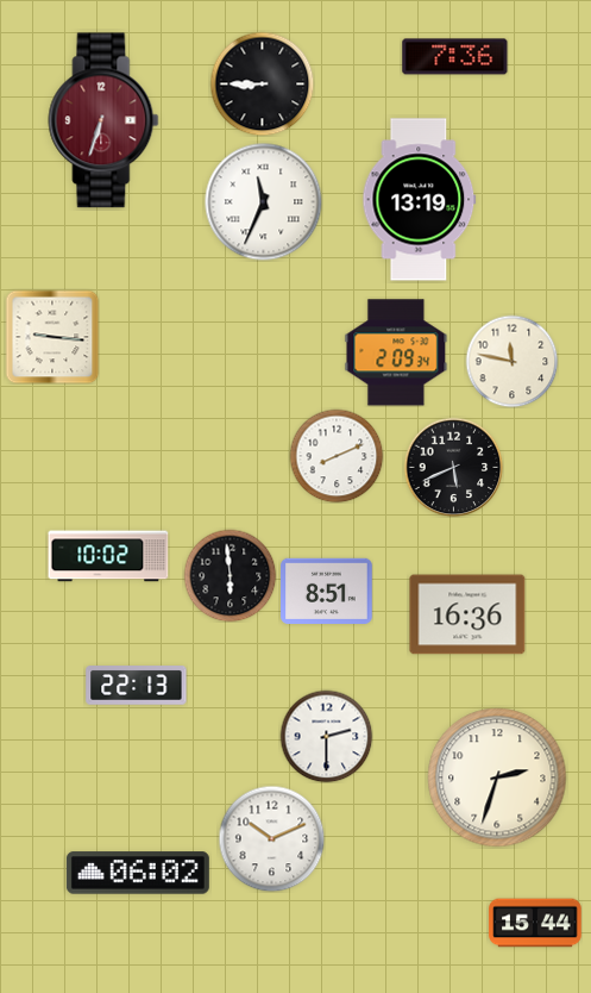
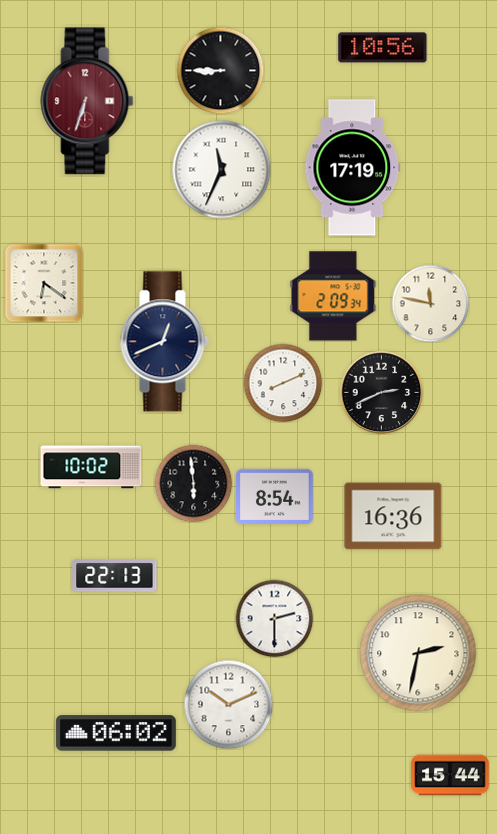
clock at (455, 57): 7:36 -> 10:56
clock at (420, 200): 13:19 -> 17:19
clock at (52, 337): 9:16 -> 6:21
clock at (164, 342): none -> 12:41
clock at (453, 467): 5:41 -> 2:41
clock at (327, 591): 8:51 -> 8:54
clock at (497, 777): 2:33 -> 2:32
